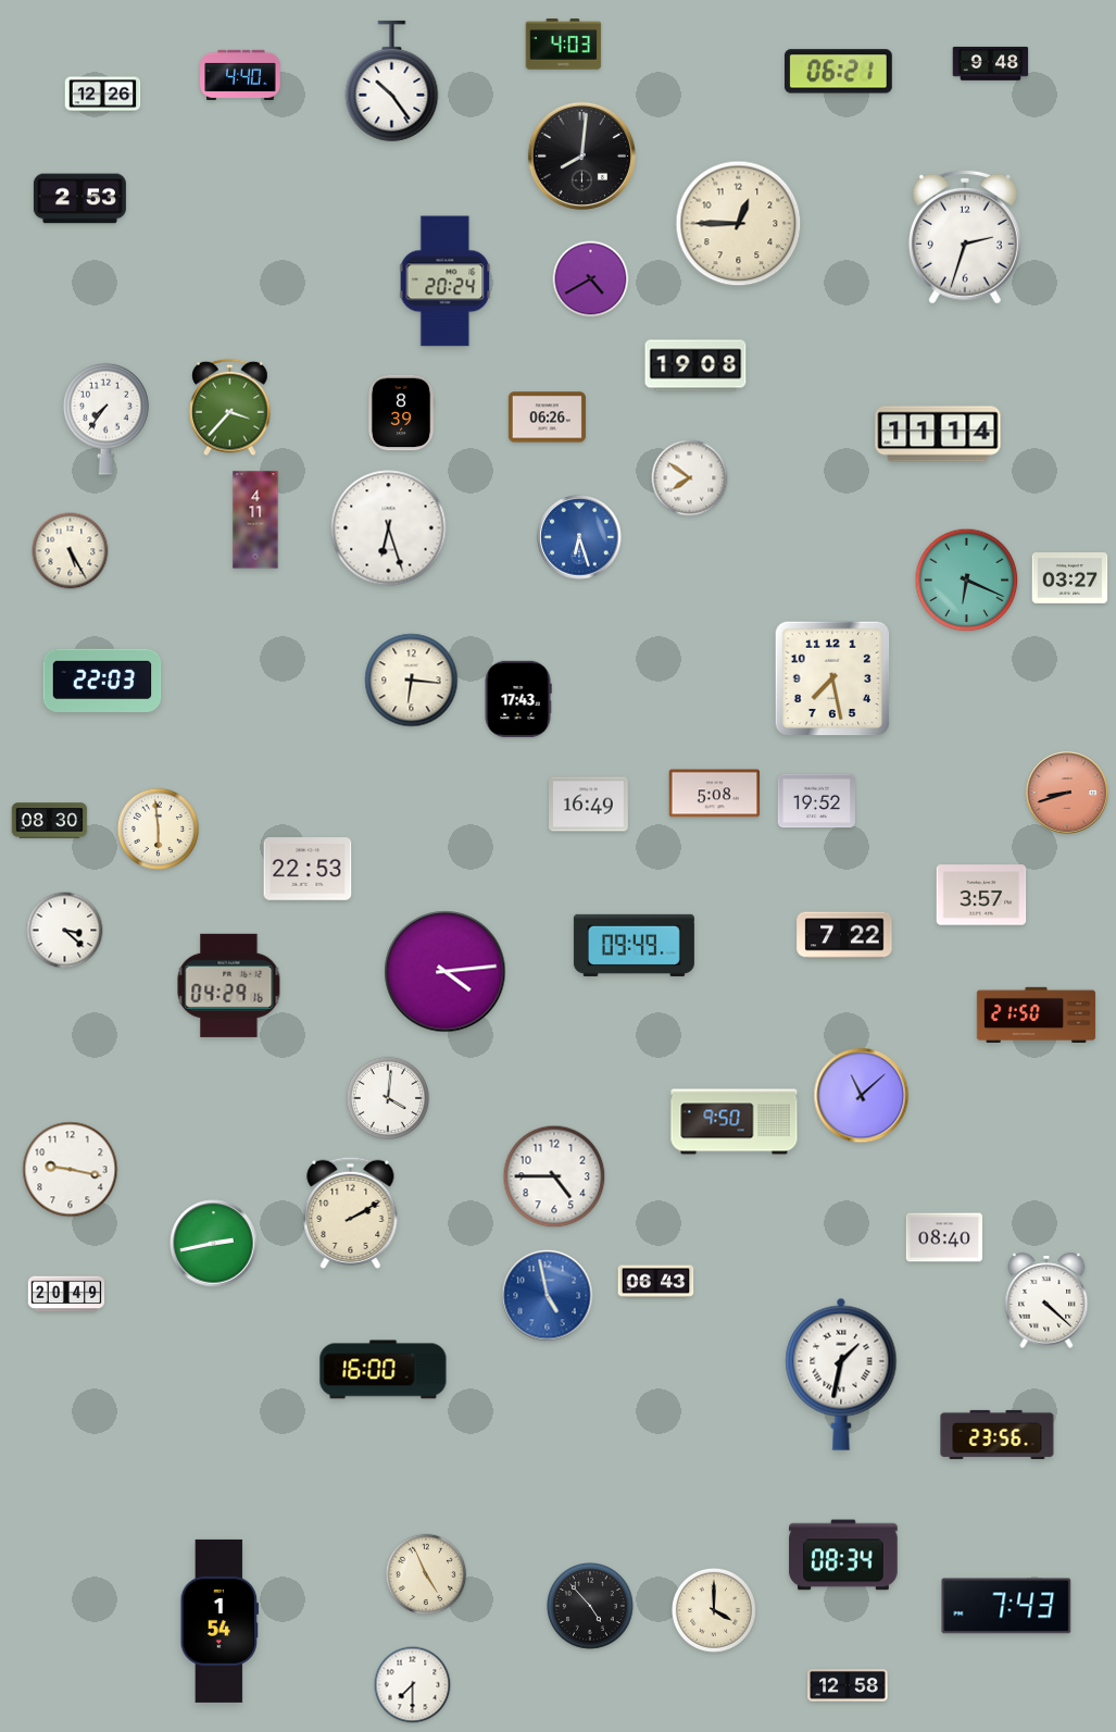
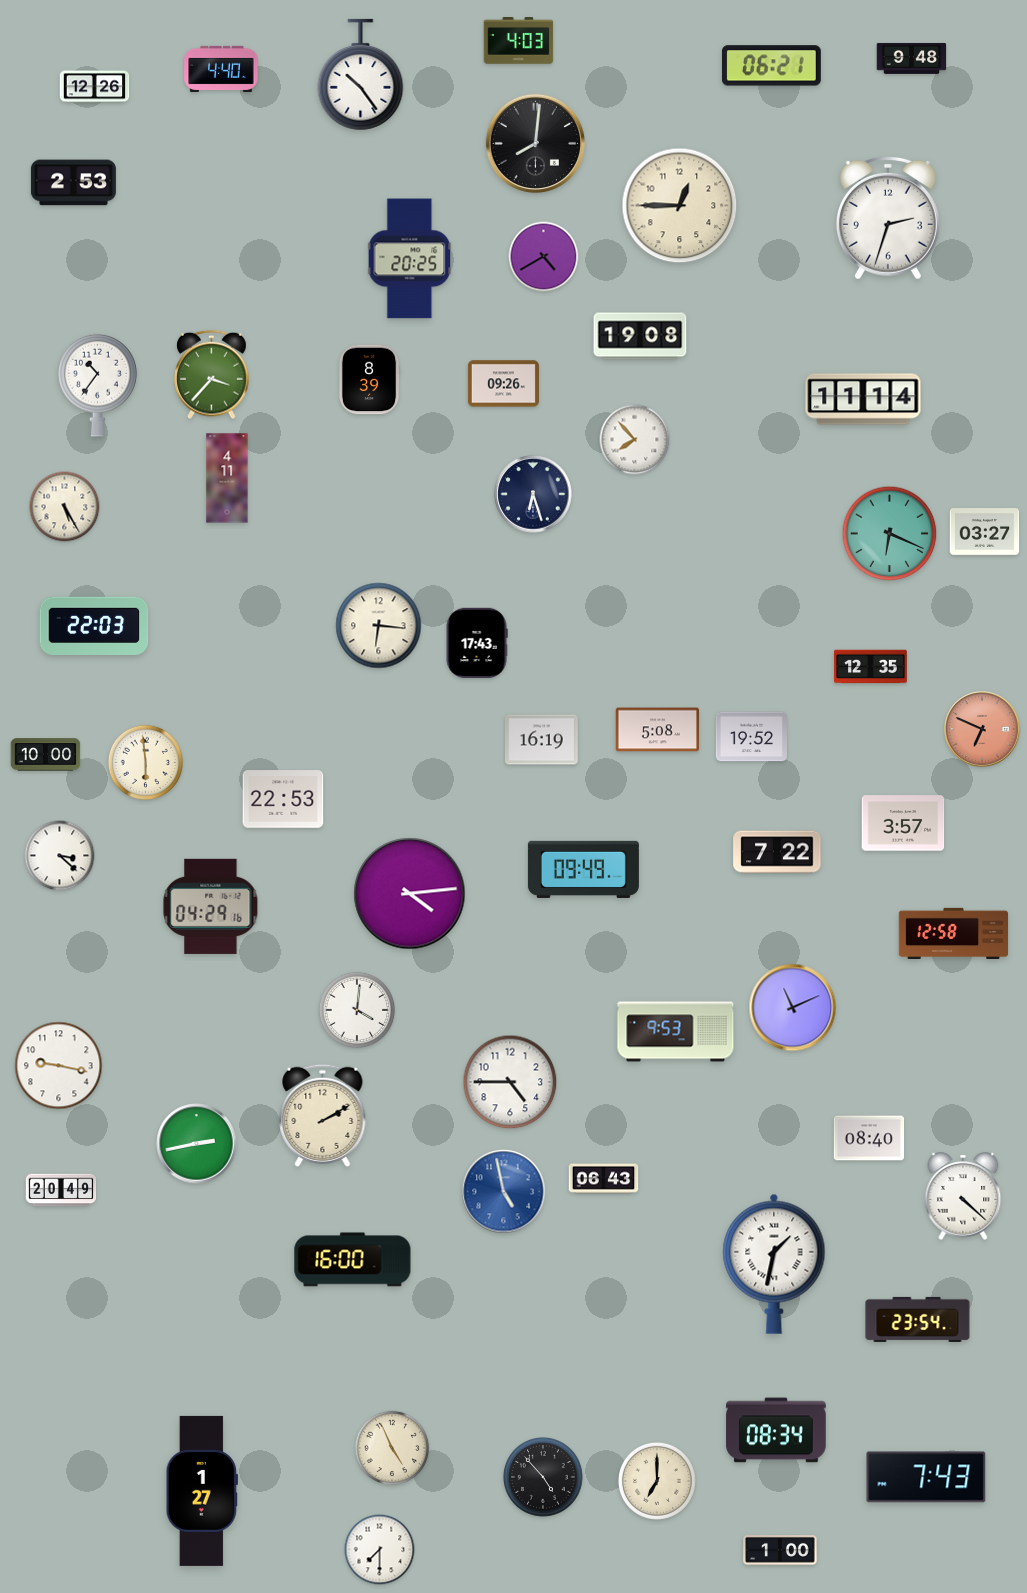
clock at (446, 282): 20:24 -> 20:25
clock at (547, 418): 06:26 -> 09:26
clock at (106, 419): 7:36 -> 10:36
clock at (690, 478): 7:51 -> 7:53
clock at (255, 520) position: (255, 520) -> (227, 478)
clock at (389, 528): 6:27 -> none
clock at (579, 537) dial: blue -> navy
clock at (832, 678): 7:28 -> none
clock at (871, 667): none -> 12:35
clock at (1068, 794): 8:42 -> 6:49
clock at (589, 805): 16:49 -> 16:19
clock at (50, 821): 08:30 -> 10:00
clock at (844, 935) position: (844, 935) -> (777, 852)
clock at (1037, 1014): 21:50 -> 12:58
clock at (862, 1096): 11:08 -> 11:11
clock at (735, 1122): 9:50 -> 9:53
clock at (71, 1170) position: (71, 1170) -> (59, 1066)
clock at (998, 1434): 23:56 -> 23:54
clock at (714, 1610): 4:00 -> 7:00
clock at (220, 1621): 1:54 -> 1:27
clock at (848, 1685): 12:58 -> 1:00
